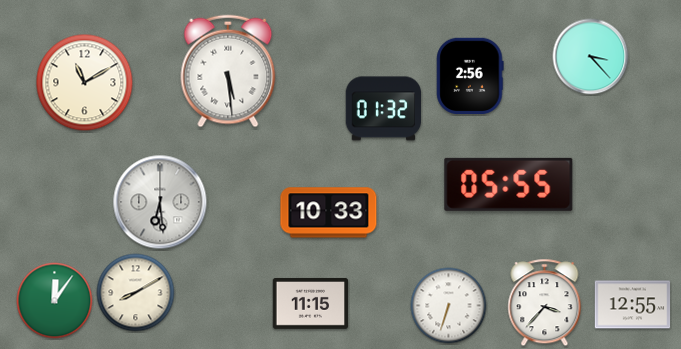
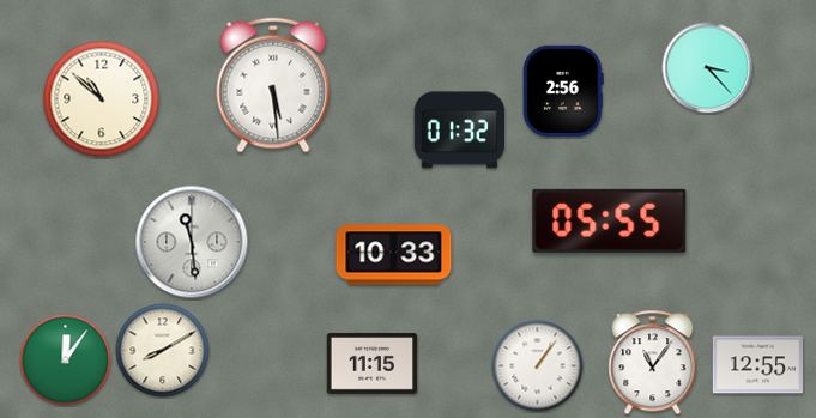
clock at (85, 83): 11:10 -> 10:52
clock at (160, 202): 6:29 -> 11:29
clock at (545, 303): 3:37 -> 11:06
clock at (449, 306): 6:33 -> 1:06
